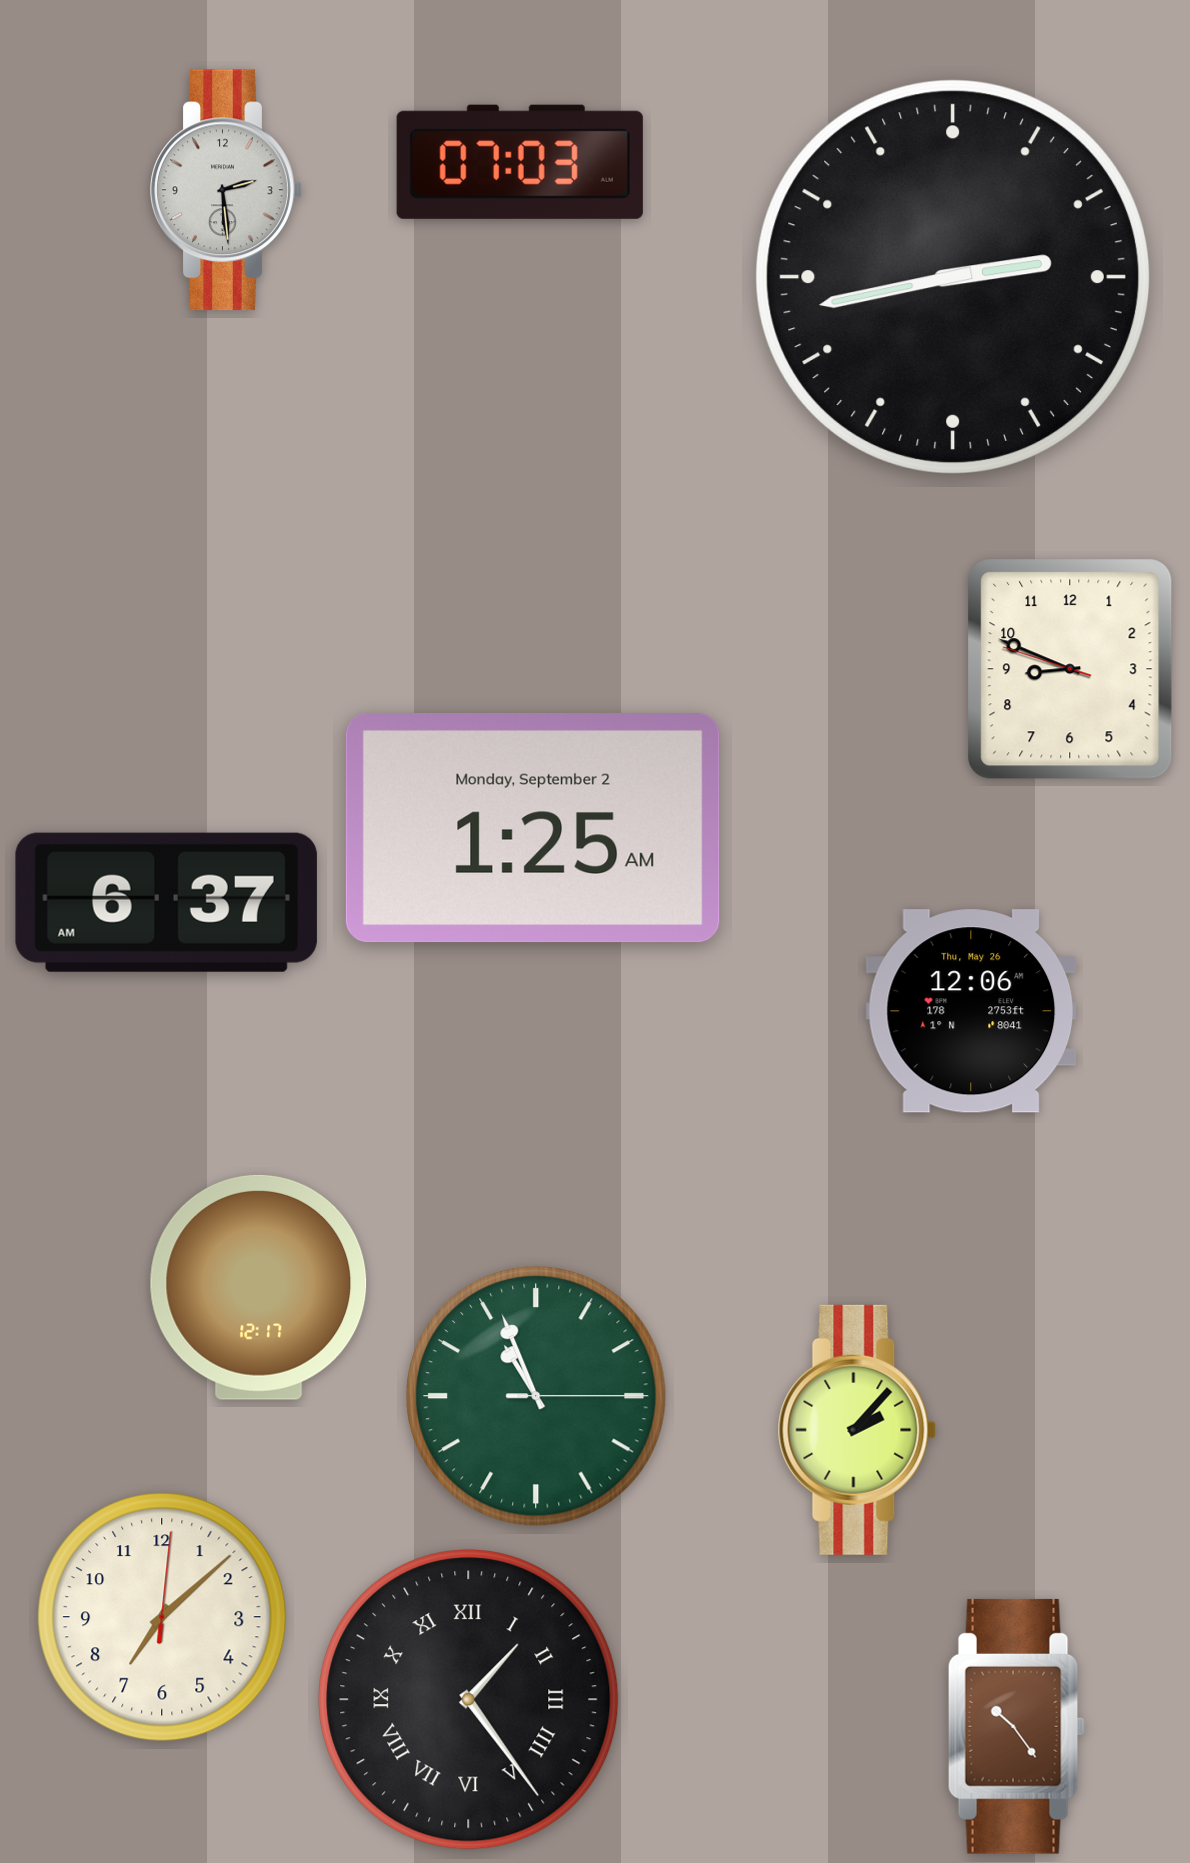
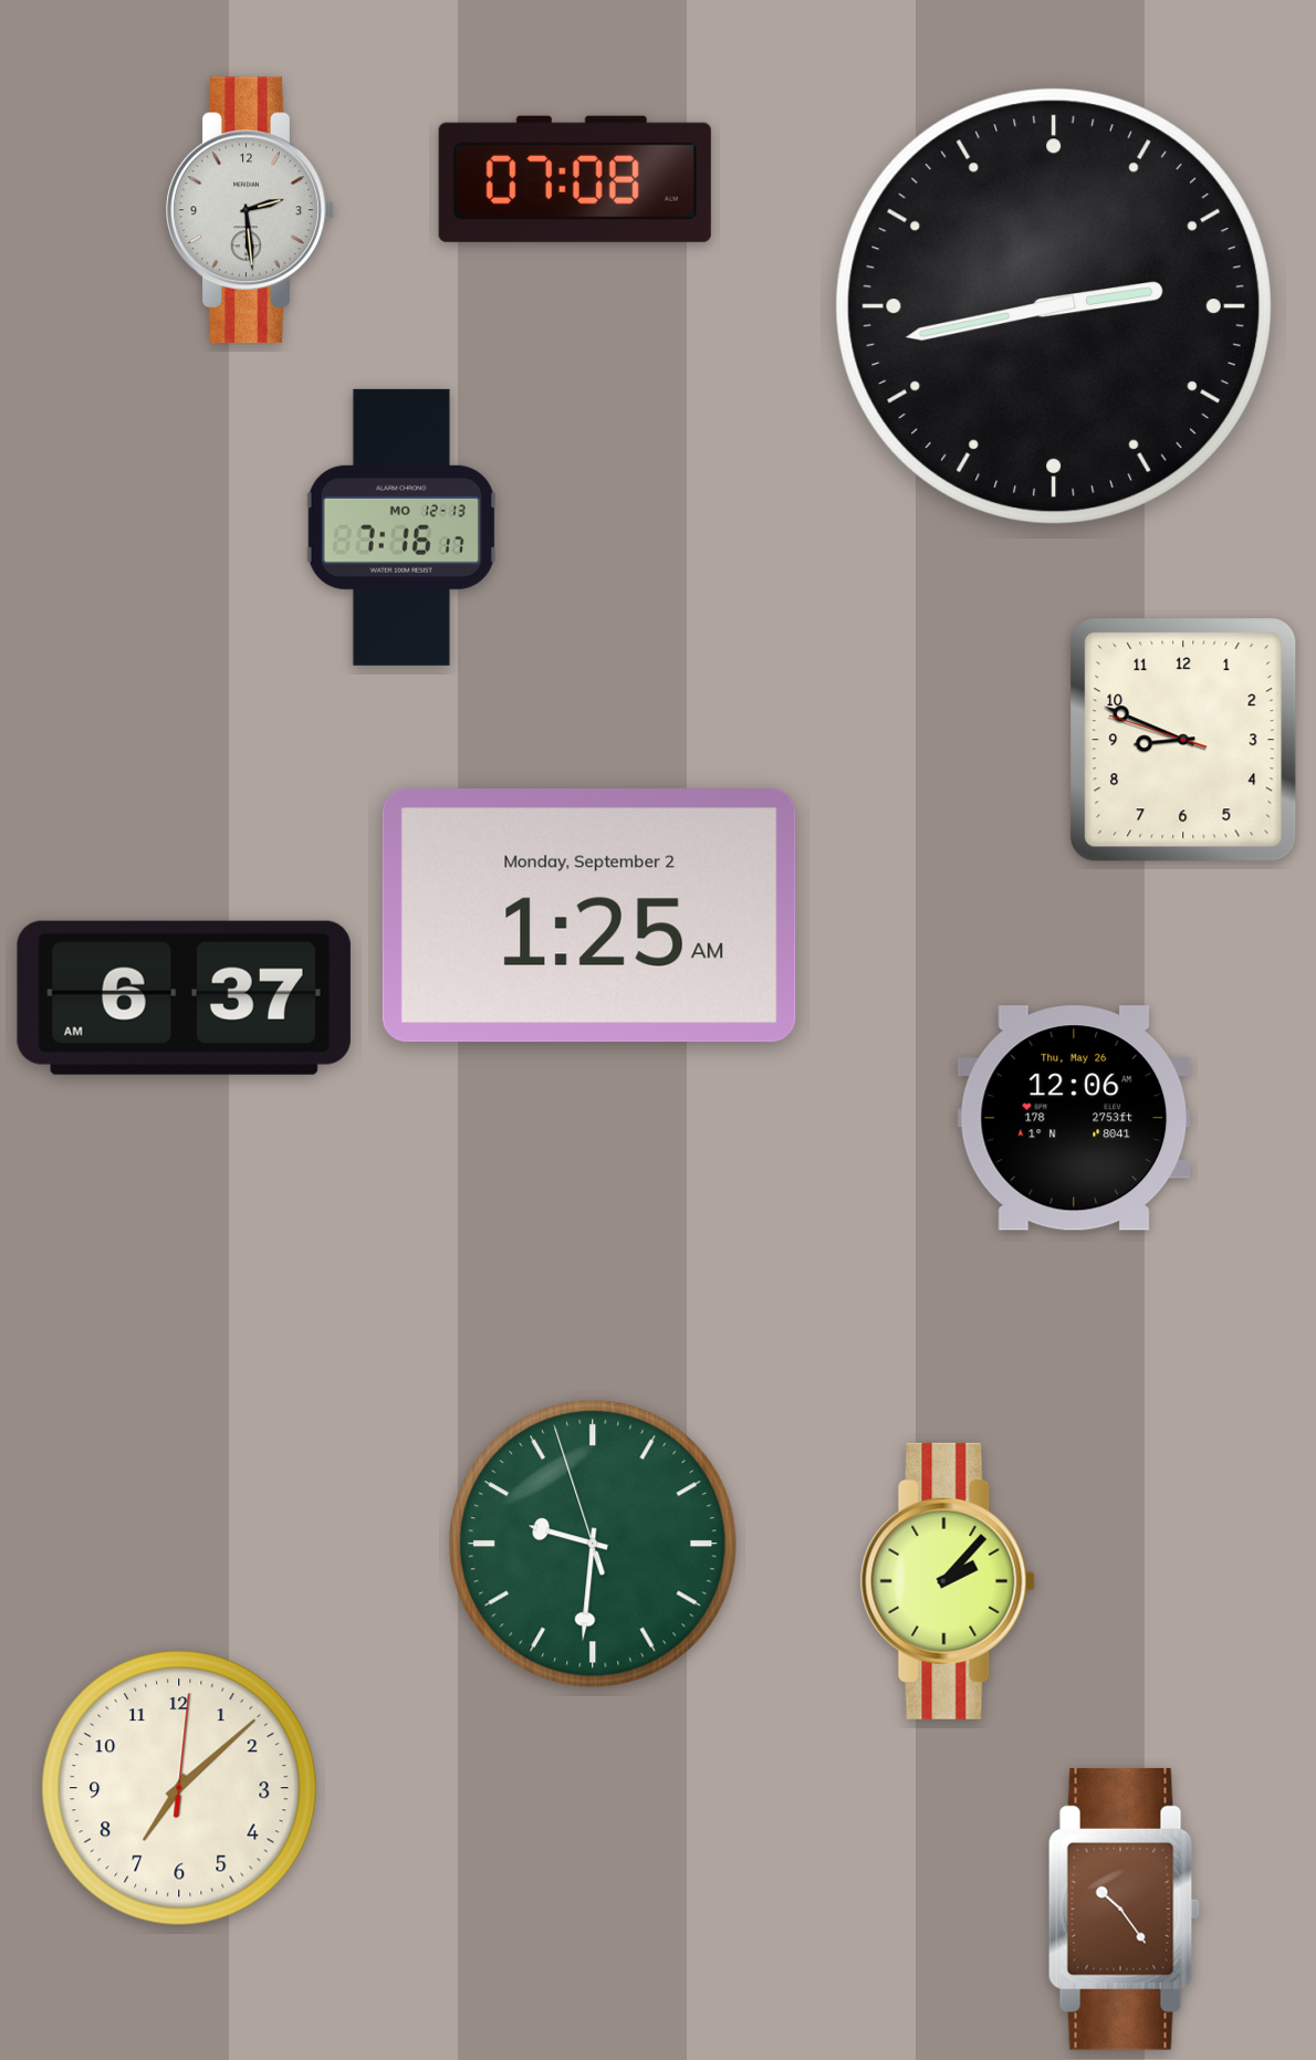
clock at (520, 162): 07:03 -> 07:08
clock at (401, 527): none -> 7:16
clock at (259, 1287): 12:17 -> none
clock at (536, 1396): 10:56 -> 9:30
clock at (469, 1700): 1:24 -> none
